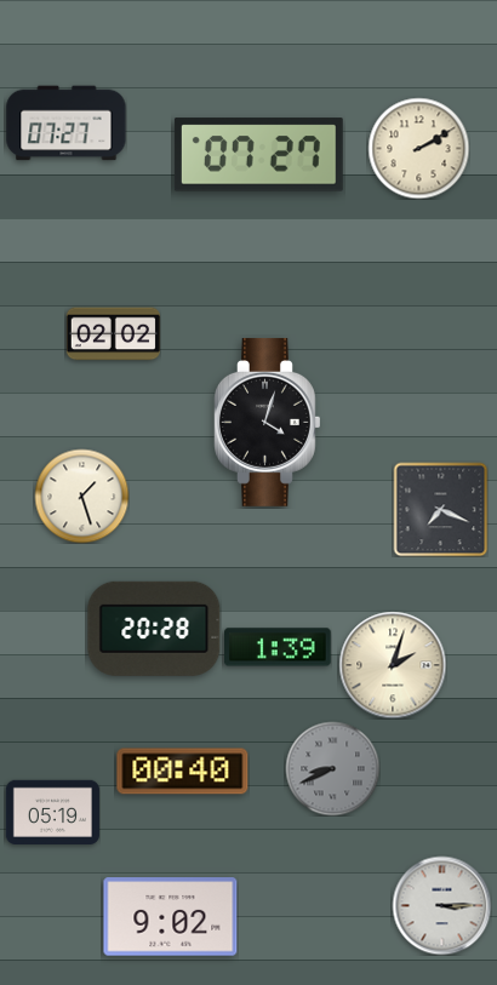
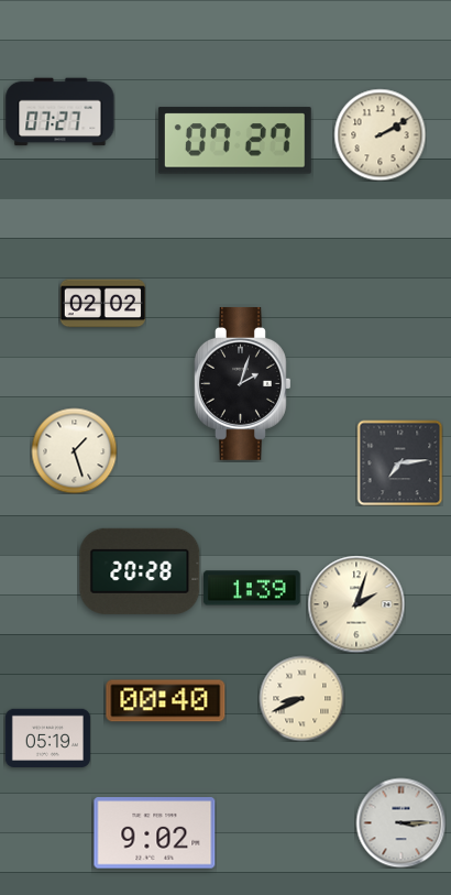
clock at (268, 422): 4:03 -> 2:03
clock at (440, 509): 7:19 -> 7:14
clock at (332, 768) dial: grey -> cream
